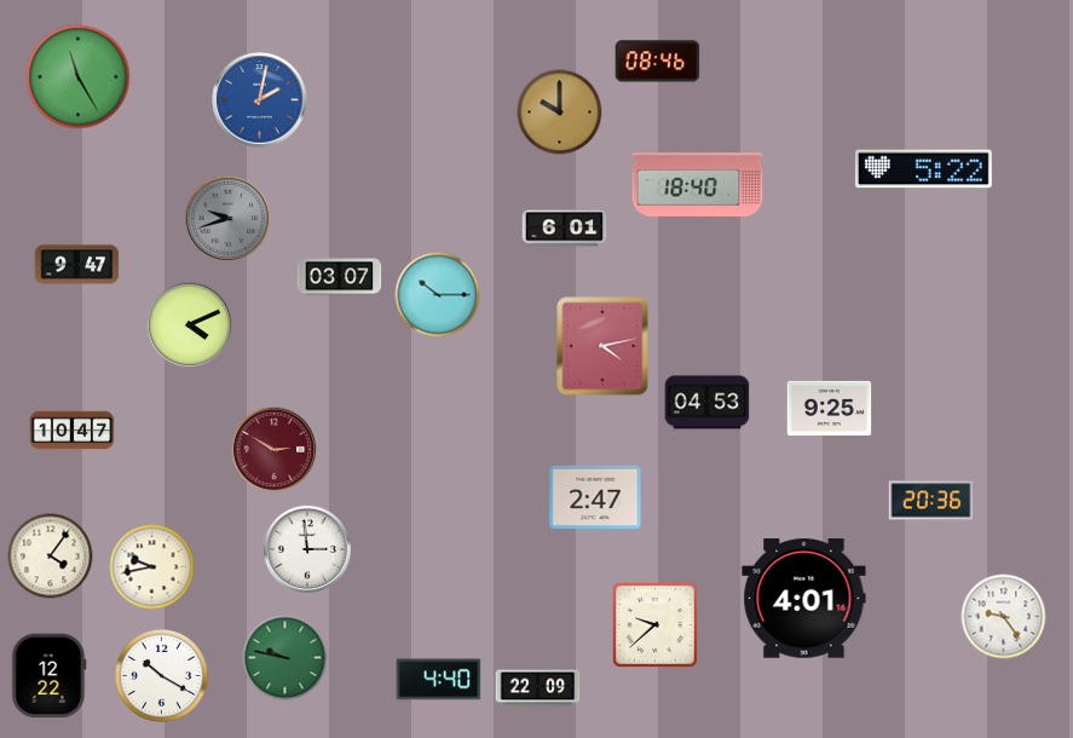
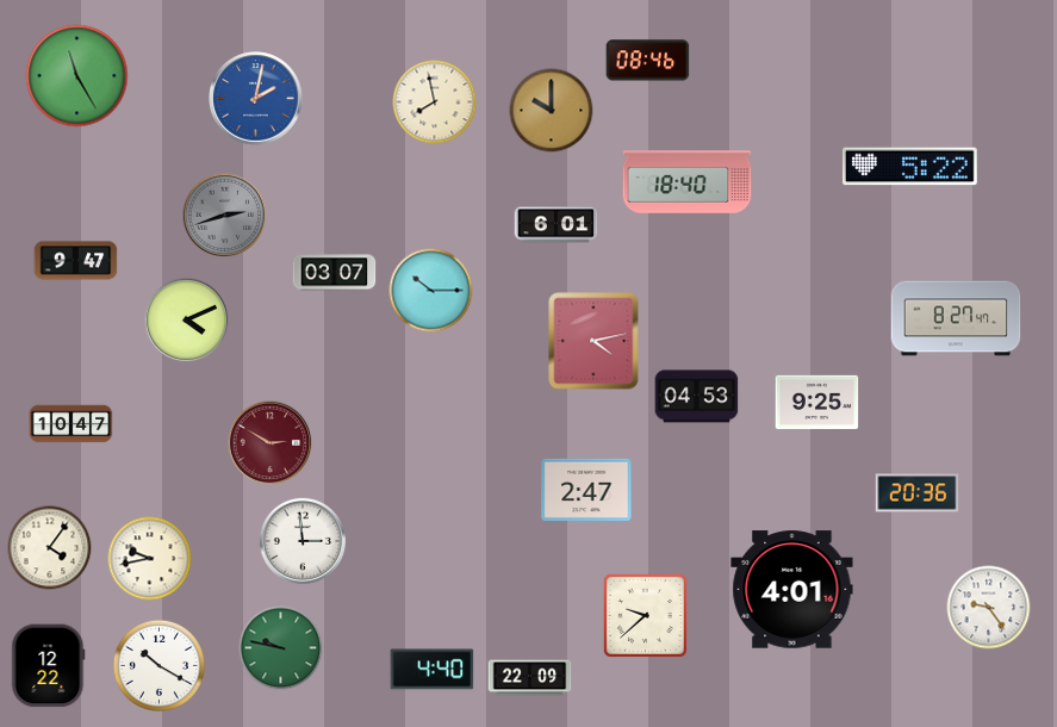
clock at (435, 102): none -> 7:58
clock at (229, 219): 9:42 -> 2:42
clock at (956, 318): none -> 8:27
